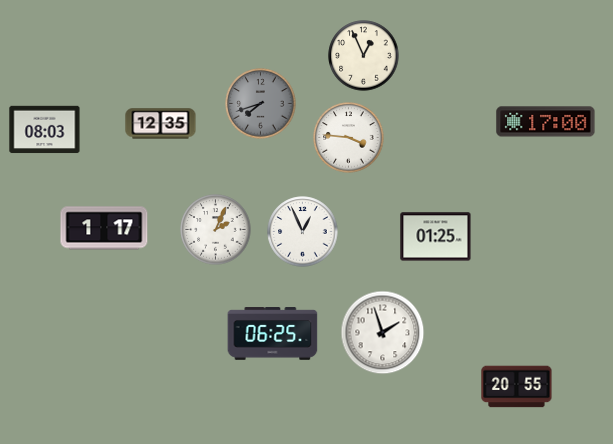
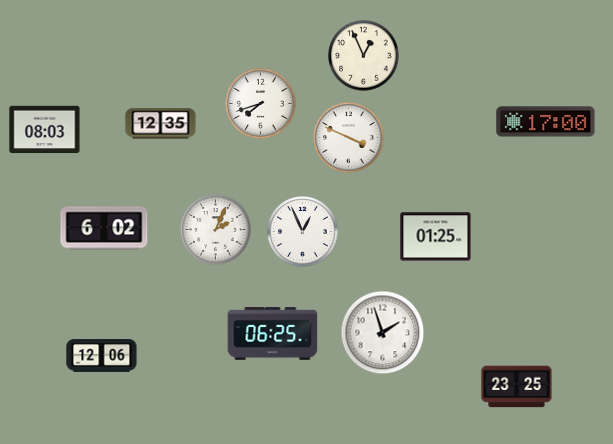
clock at (261, 104) dial: grey -> white
clock at (349, 138): 3:46 -> 3:49
clock at (104, 228): 1:17 -> 6:02
clock at (102, 356): none -> 12:06
clock at (517, 387): 20:55 -> 23:25
